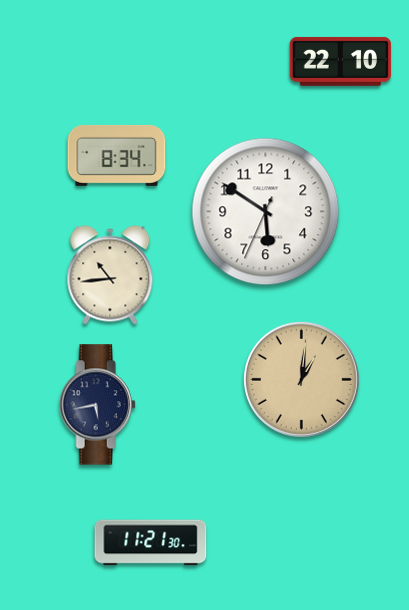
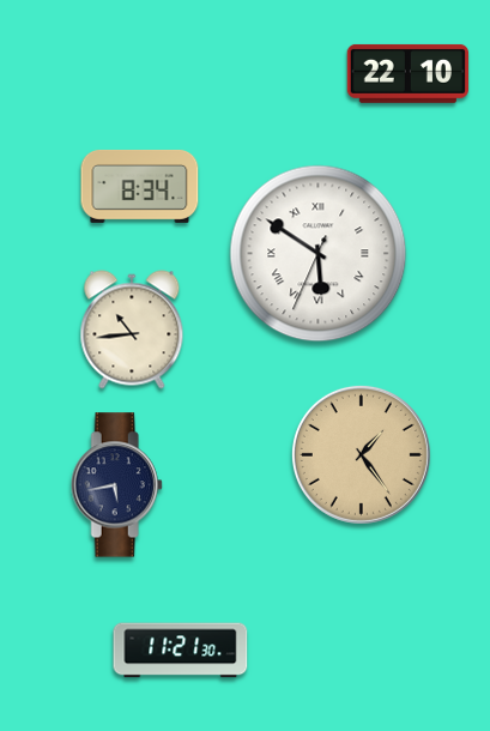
clock at (266, 212) numerals: Arabic -> Roman
clock at (301, 379): 1:01 -> 1:24
